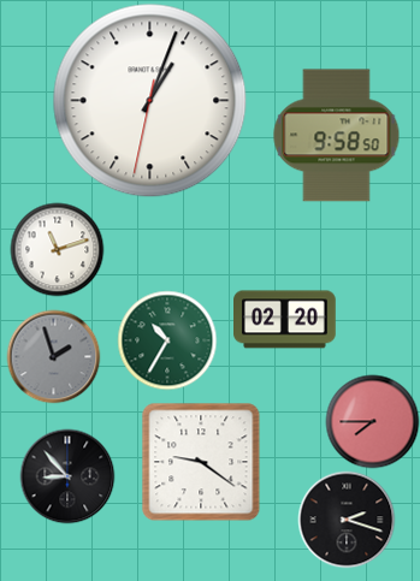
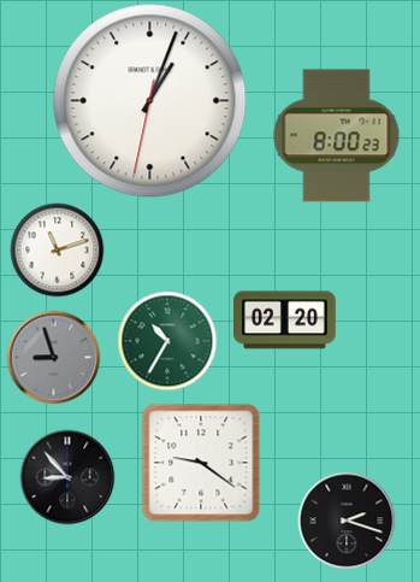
clock at (337, 136): 9:58 -> 8:00
clock at (53, 356): 1:57 -> 8:57
clock at (372, 421): 7:45 -> none
